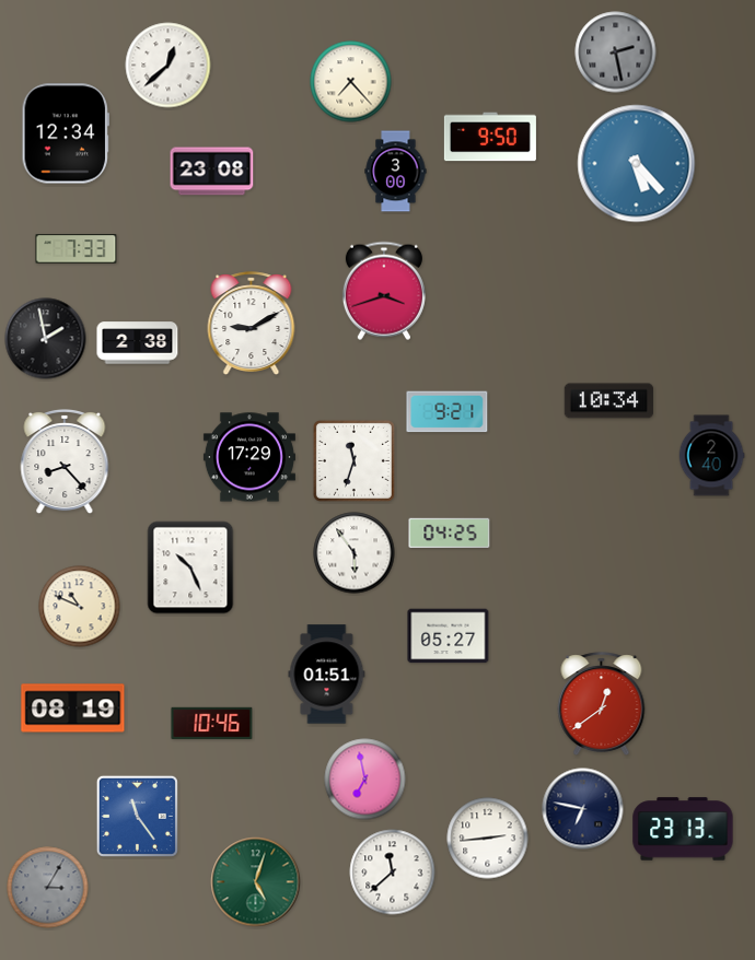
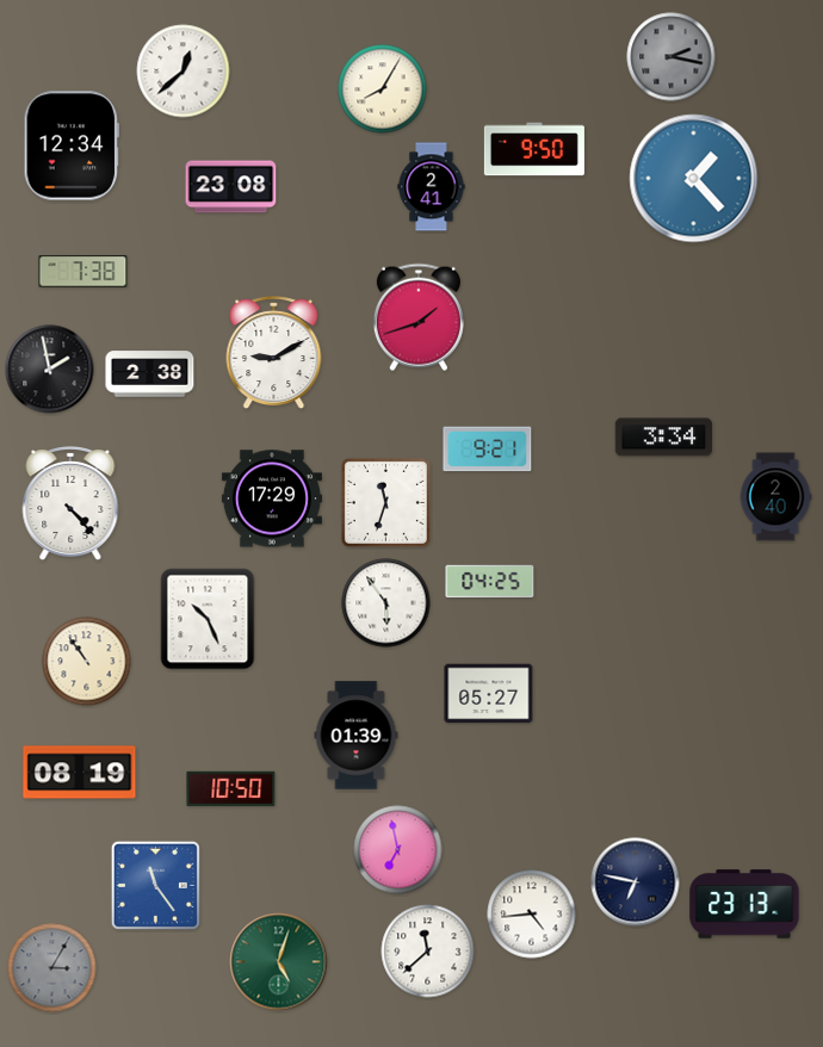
clock at (616, 52): 2:28 -> 2:17
clock at (351, 82): 7:23 -> 8:05
clock at (637, 164): 5:23 -> 1:23
clock at (396, 172): 3:00 -> 2:41
clock at (77, 249): 7:33 -> 7:38
clock at (384, 291): 3:42 -> 1:42
clock at (609, 401): 10:34 -> 3:34
clock at (65, 461): 8:23 -> 4:23
clock at (80, 607): 10:49 -> 10:54
clock at (327, 675): 01:51 -> 01:39
clock at (602, 704): 12:39 -> none
clock at (212, 723): 10:46 -> 10:50
clock at (137, 816) position: (137, 816) -> (155, 885)
clock at (488, 839): 2:44 -> 4:44
